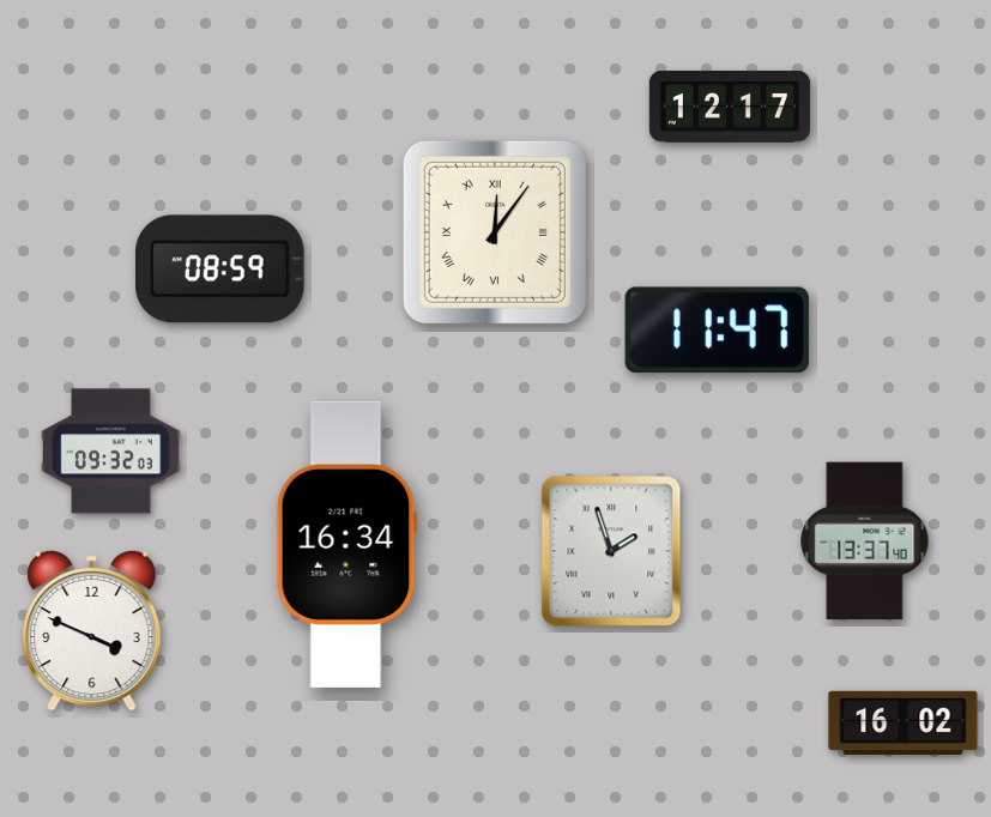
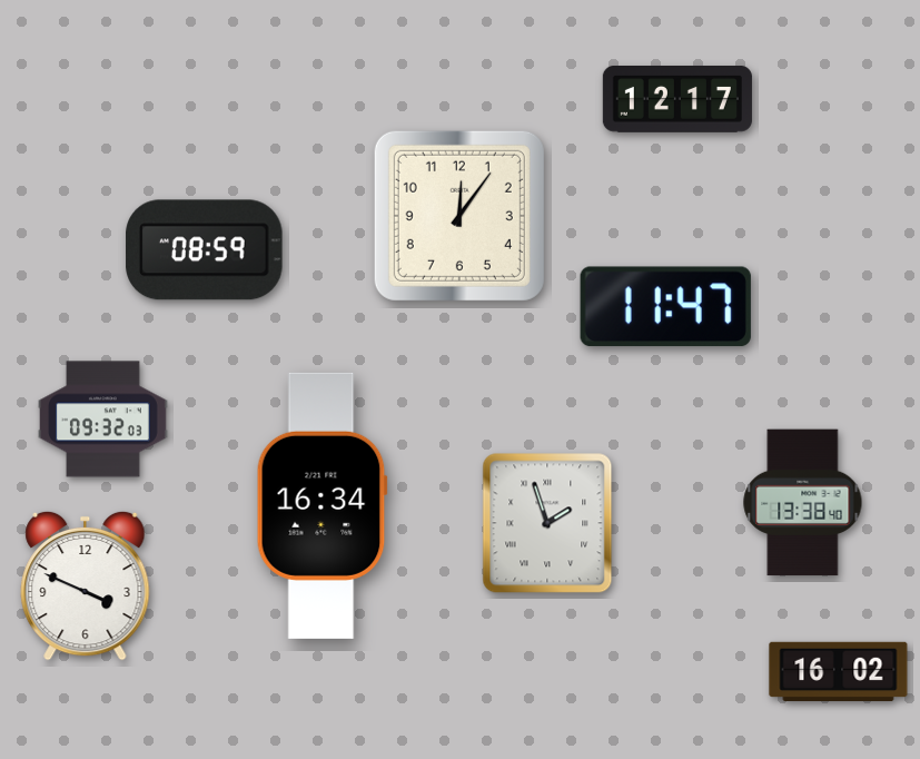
clock at (495, 232) numerals: Roman -> Arabic
clock at (865, 541): 13:37 -> 13:38
clock at (611, 551) position: (611, 551) -> (547, 523)
